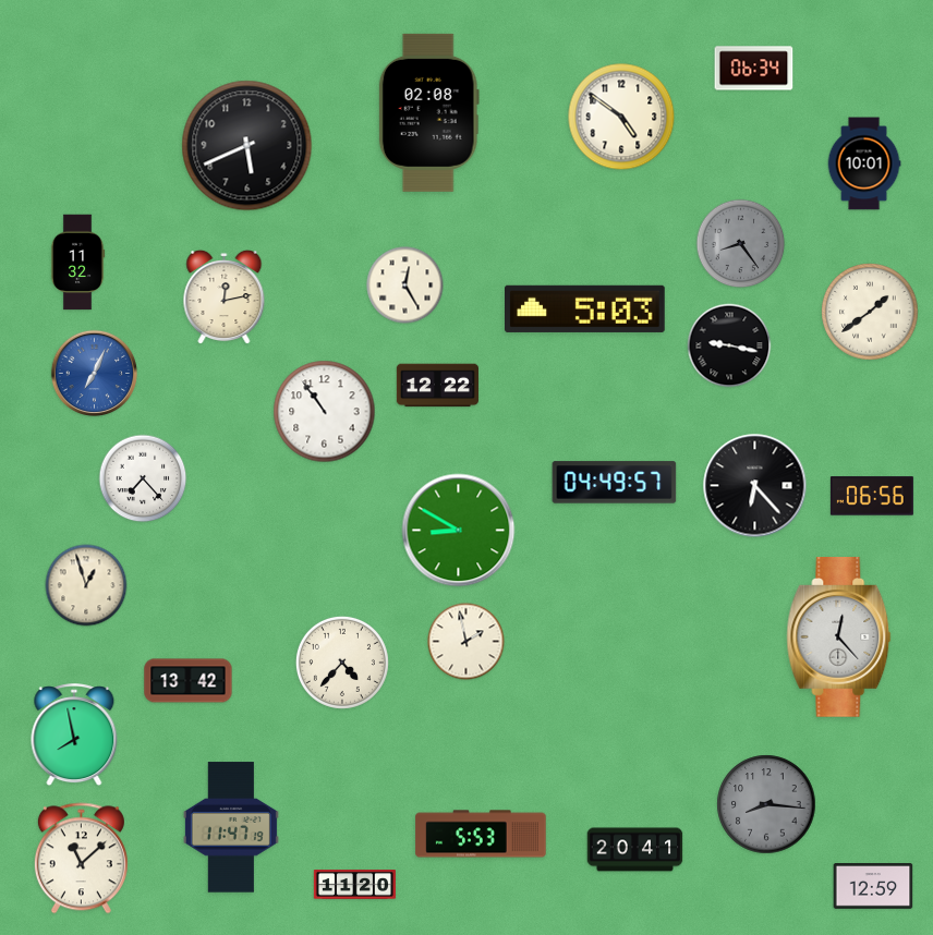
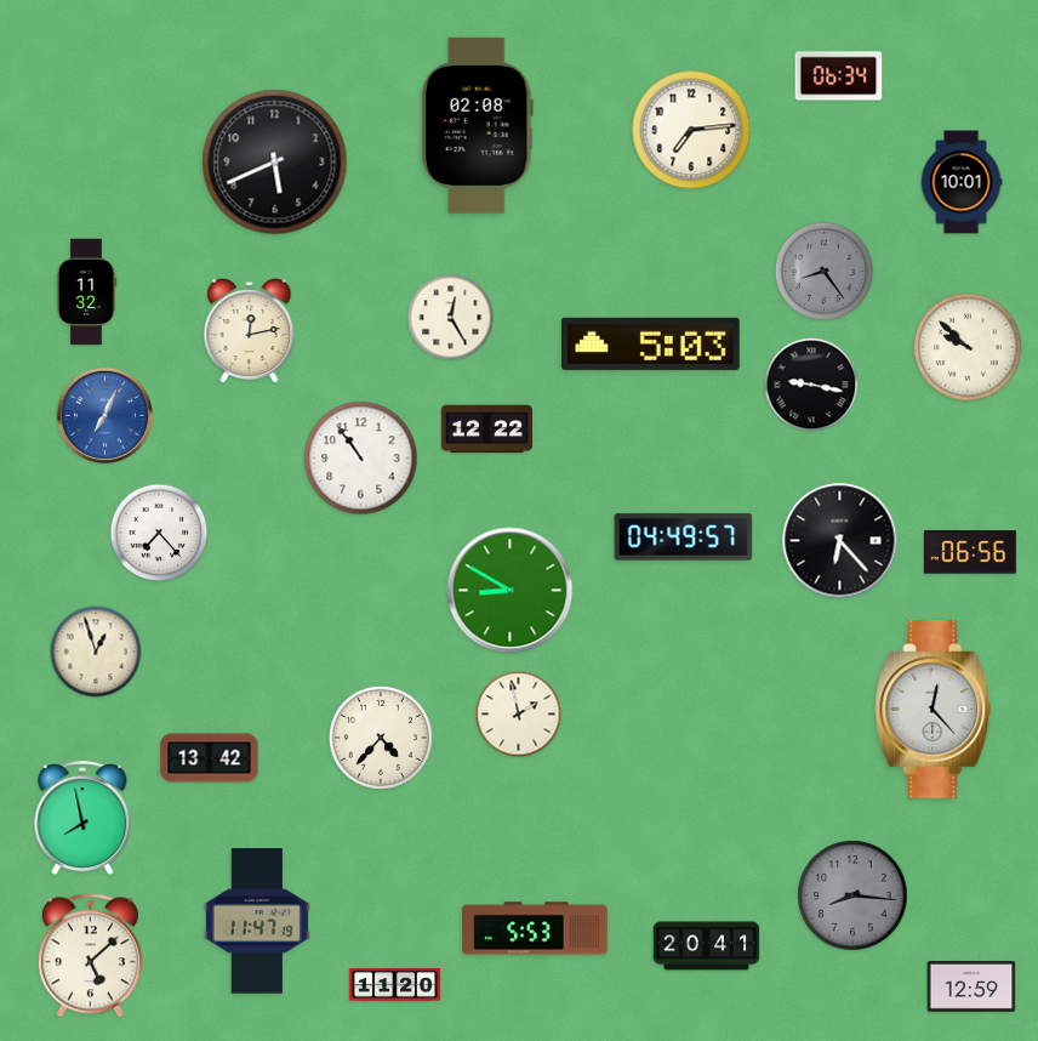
clock at (621, 117): 4:51 -> 7:14
clock at (870, 312): 1:39 -> 9:52
clock at (81, 859): 11:08 -> 5:08
